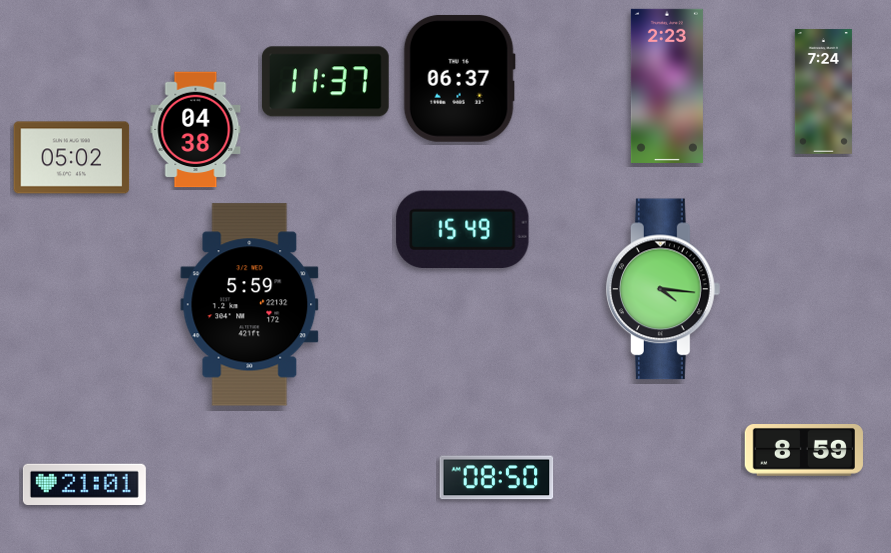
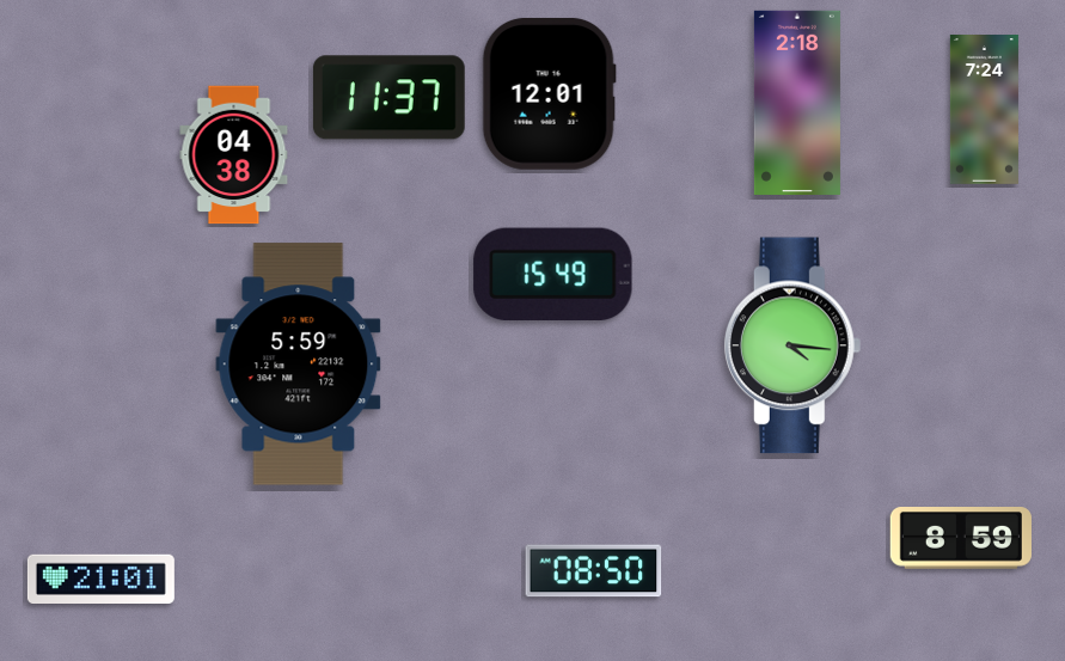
clock at (459, 78): 06:37 -> 12:01
clock at (667, 86): 2:23 -> 2:18
clock at (72, 158): 05:02 -> none
